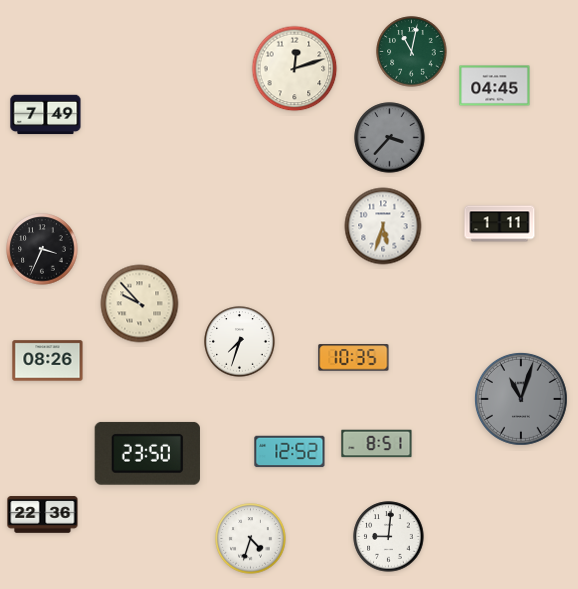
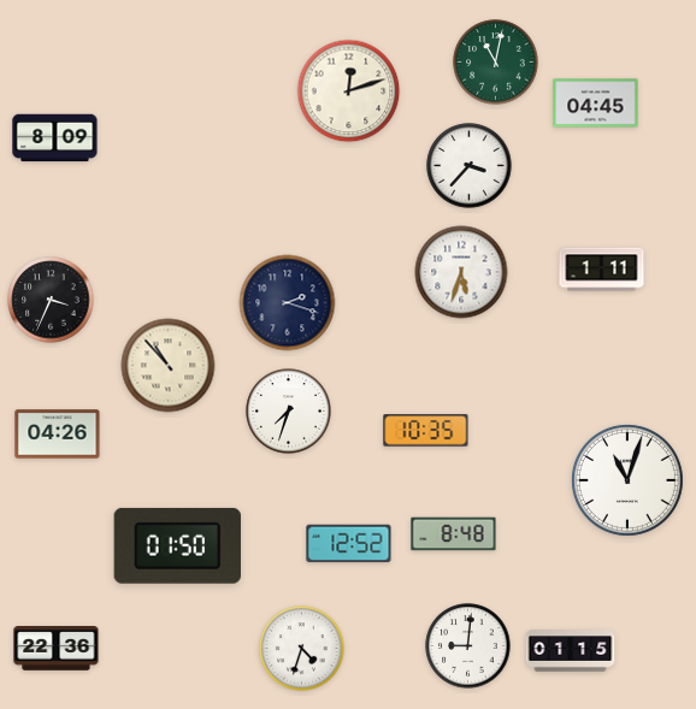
clock at (295, 69) position: (295, 69) -> (349, 91)
clock at (46, 115): 7:49 -> 8:09
clock at (390, 138) dial: grey -> white
clock at (288, 303): none -> 2:18
clock at (140, 304): 9:53 -> 10:53
clock at (48, 361): 08:26 -> 04:26
clock at (521, 399) dial: grey -> white
clock at (377, 444): 8:51 -> 8:48
clock at (147, 453): 23:50 -> 01:50
clock at (43, 515) position: (43, 515) -> (57, 649)
clock at (571, 651): none -> 01:15
